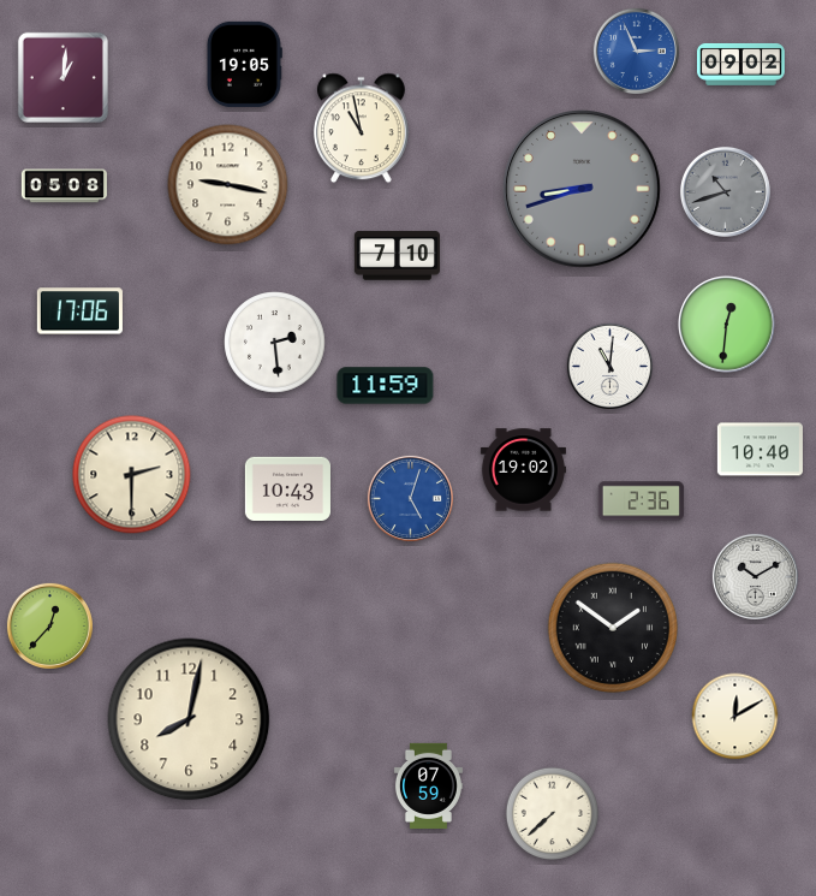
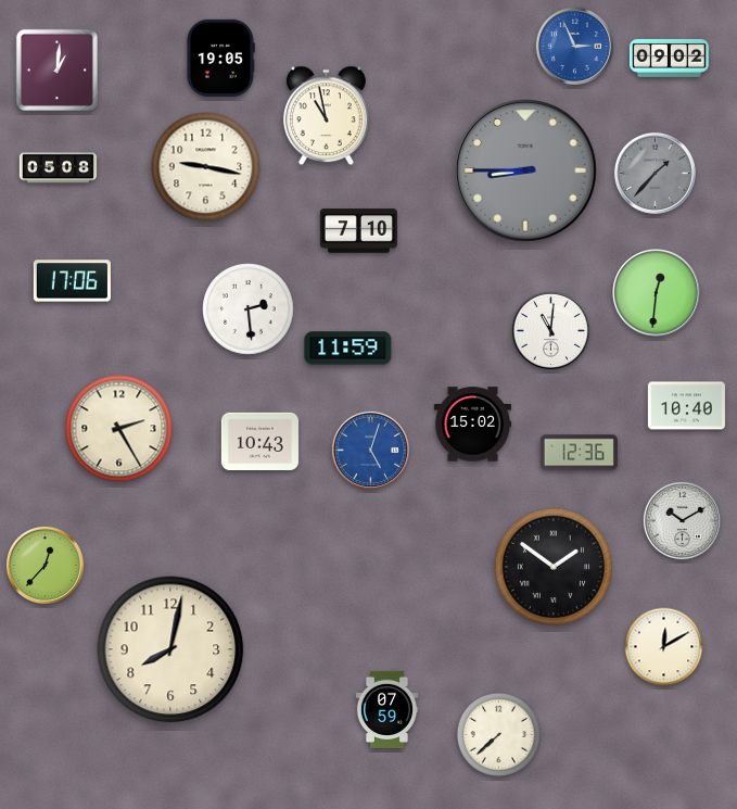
clock at (583, 190): 8:42 -> 8:45
clock at (725, 191): 10:42 -> 1:37
clock at (523, 470): 19:02 -> 15:02
clock at (132, 475): 2:30 -> 2:25
clock at (641, 502): 2:36 -> 12:36
